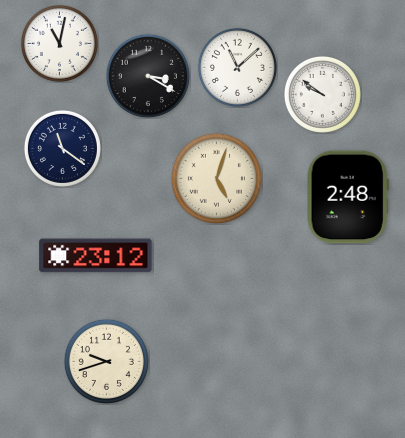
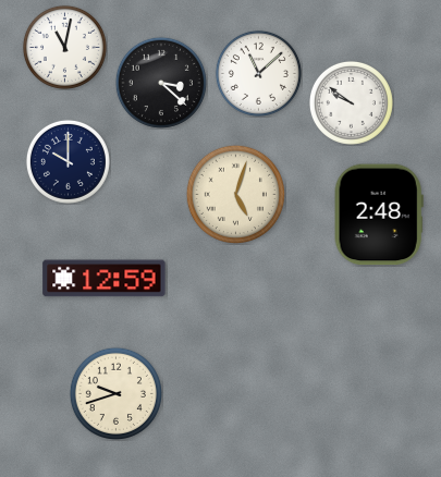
clock at (148, 76): 3:20 -> 3:22
clock at (62, 148): 11:21 -> 10:00
clock at (96, 256): 23:12 -> 12:59
